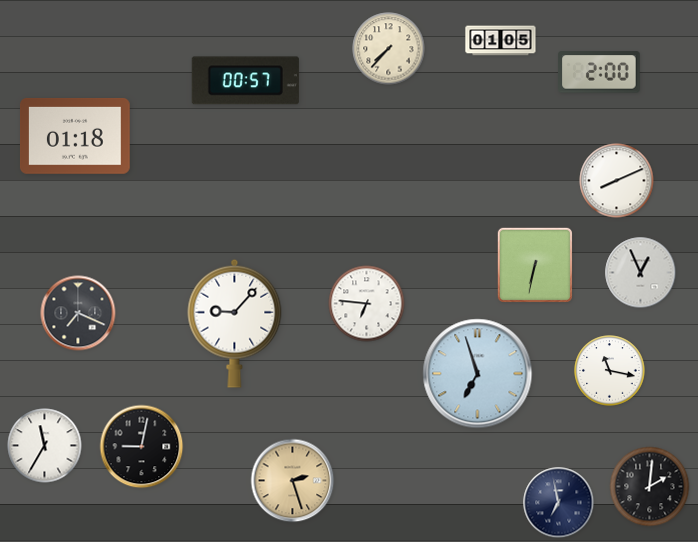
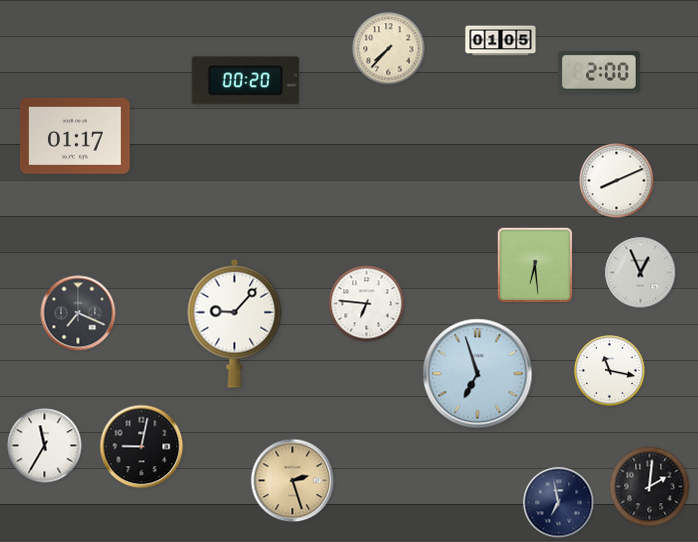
clock at (245, 81): 00:57 -> 00:20
clock at (75, 136): 01:18 -> 01:17
clock at (535, 265): 6:32 -> 6:29
